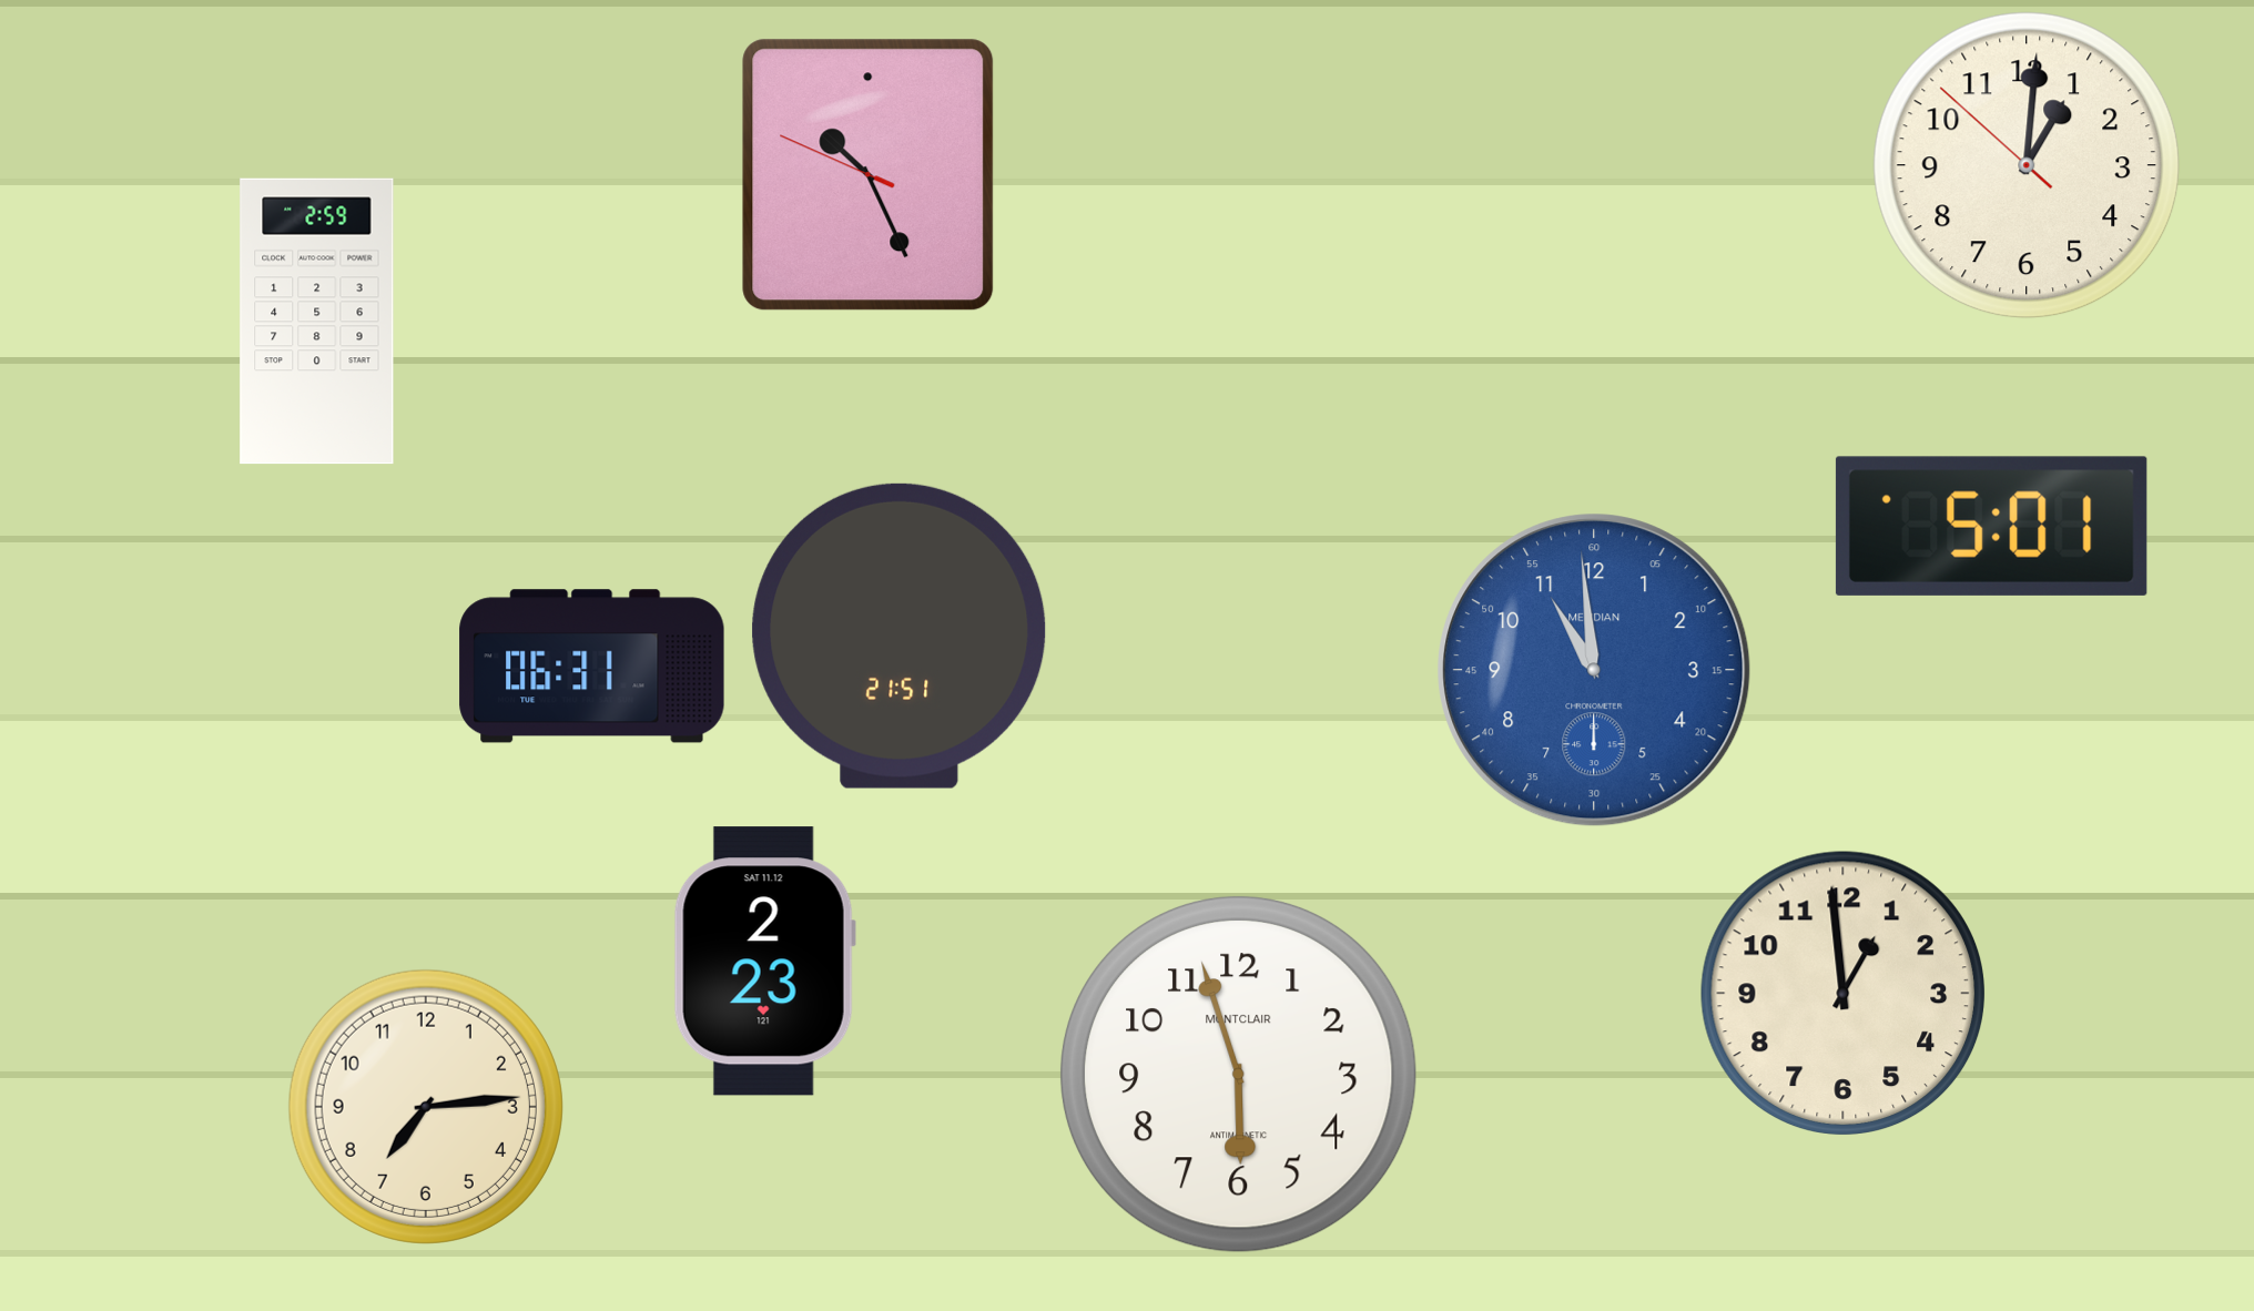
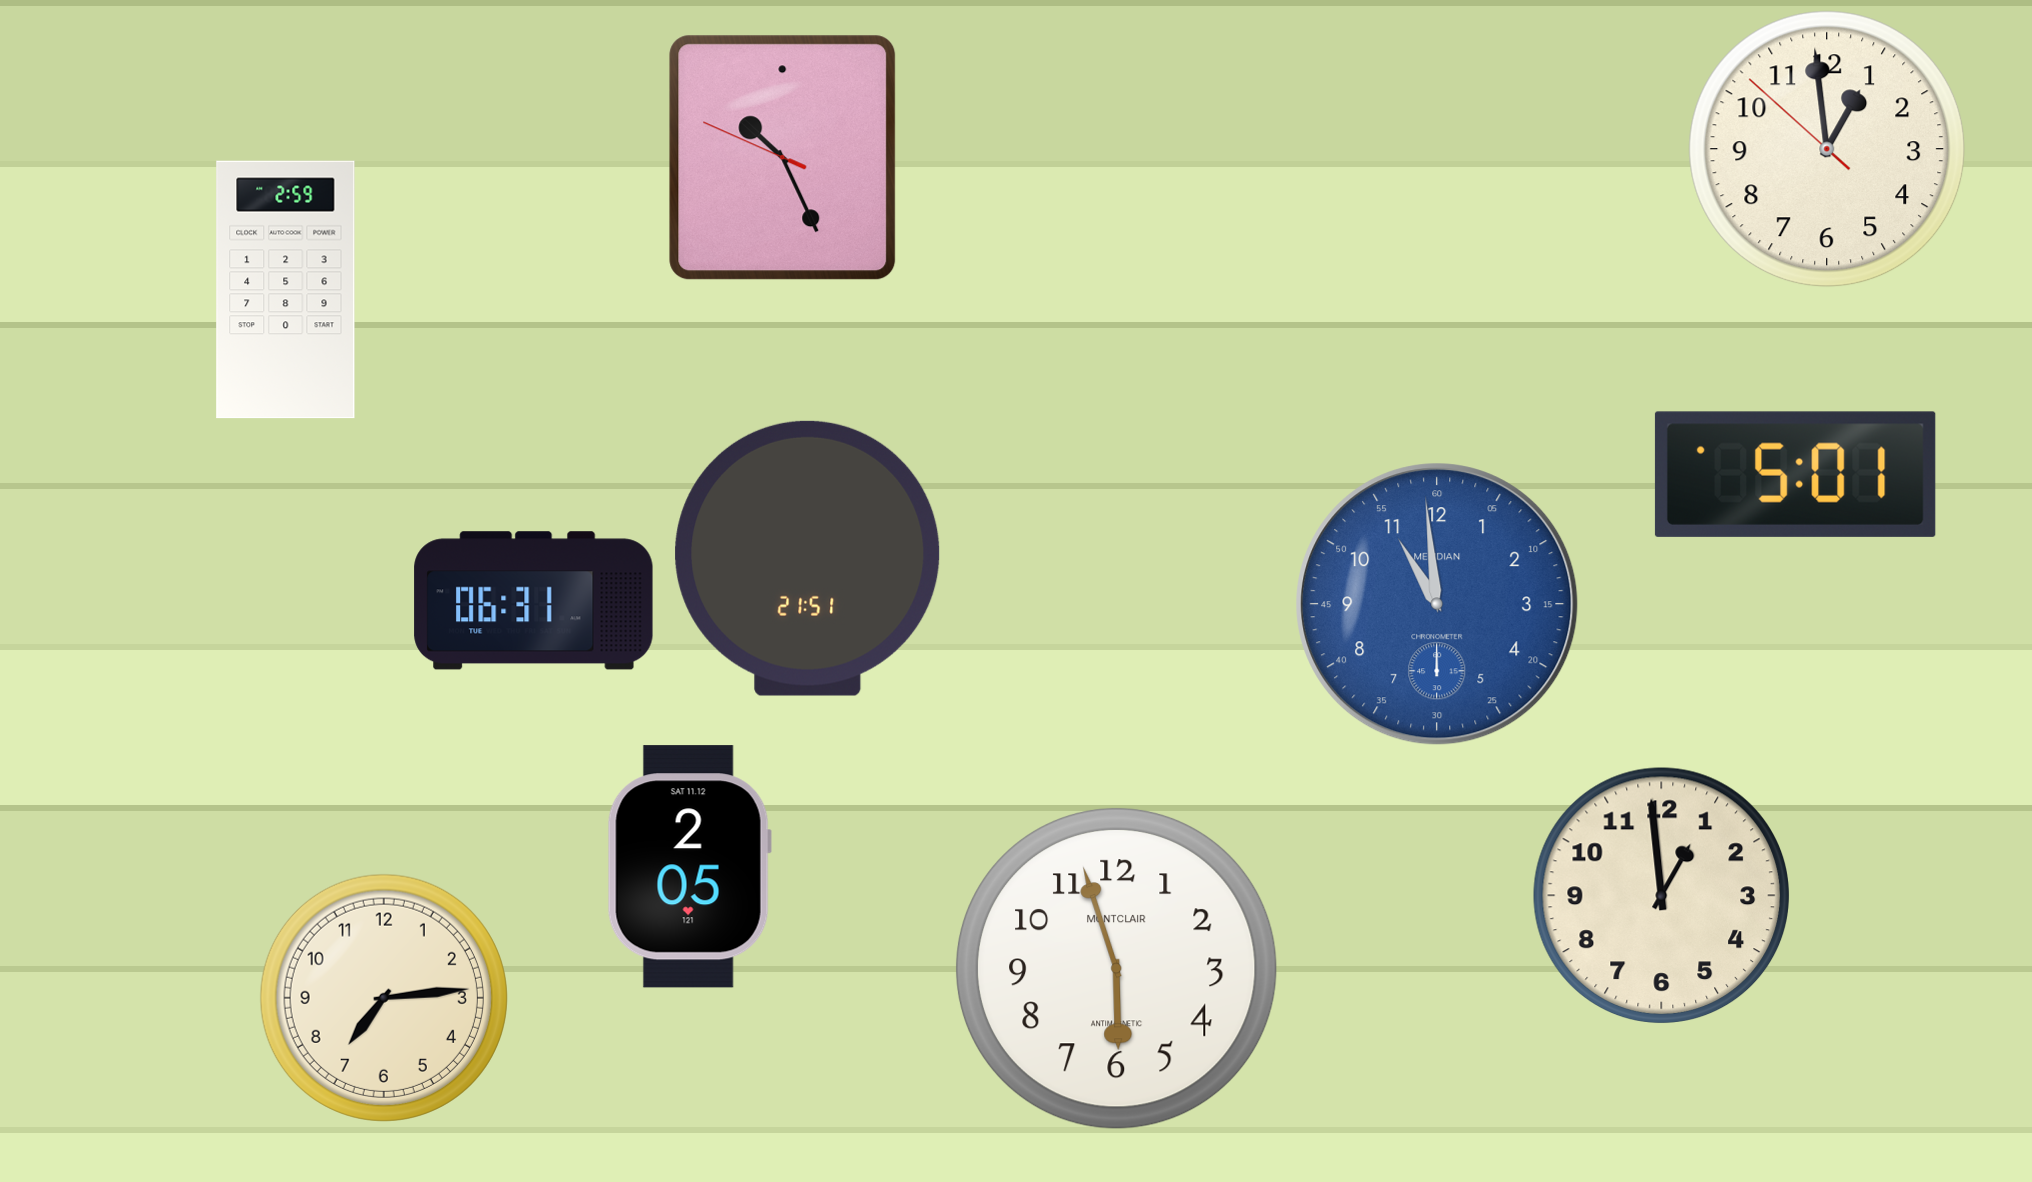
clock at (2027, 165): 1:00 -> 12:58
clock at (900, 636) position: (900, 636) -> (808, 558)
clock at (764, 962): 2:23 -> 2:05
